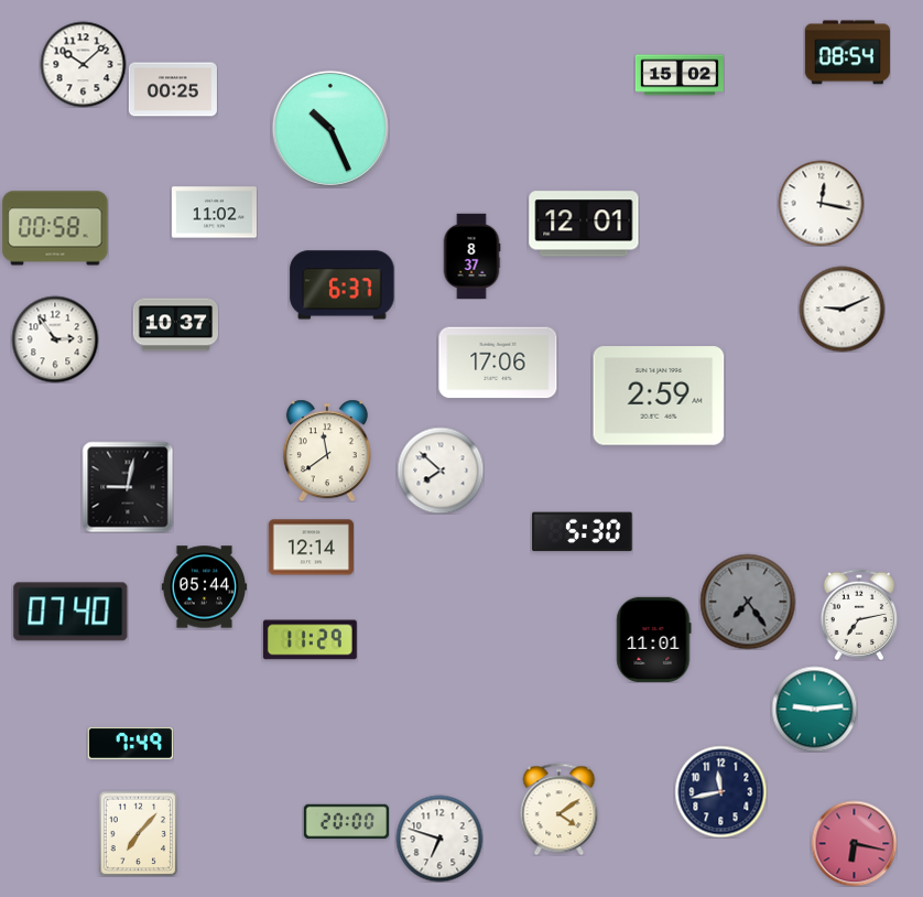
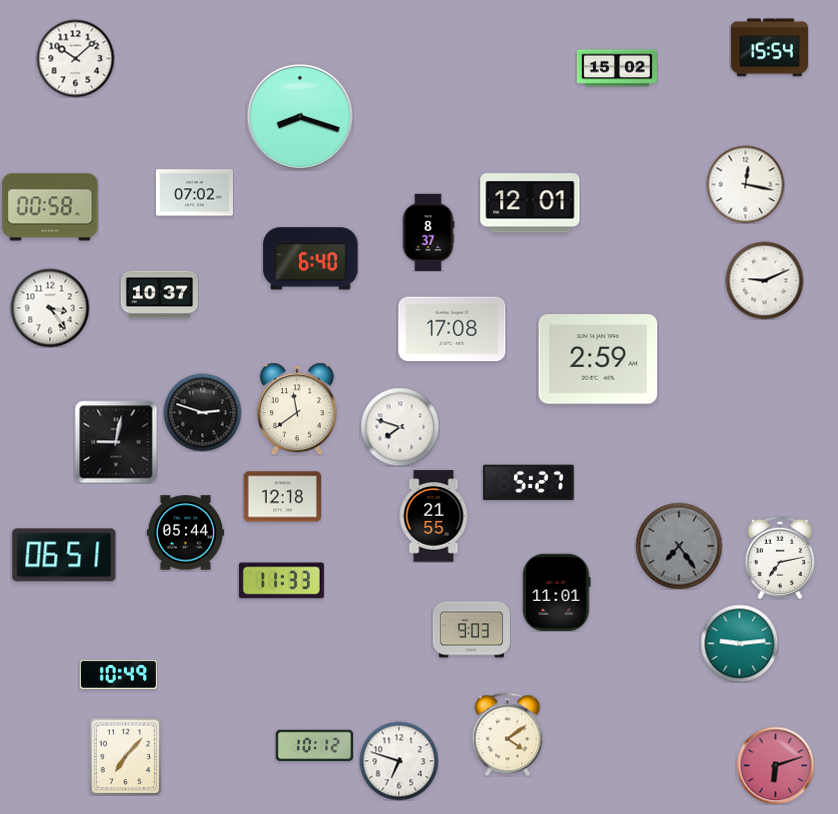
clock at (847, 53): 08:54 -> 15:54
clock at (173, 89): 00:25 -> none
clock at (330, 129): 10:26 -> 8:18
clock at (214, 213): 11:02 -> 07:02
clock at (343, 285): 6:37 -> 6:40
clock at (55, 339): 2:54 -> 3:24
clock at (498, 363): 17:06 -> 17:08
clock at (202, 412): none -> 2:48
clock at (441, 471): 7:52 -> 7:48
clock at (583, 532): 5:30 -> 5:27
clock at (311, 548): 12:14 -> 12:18
clock at (434, 516): none -> 21:55
clock at (70, 612): 07:40 -> 06:51
clock at (654, 639) position: (654, 639) -> (557, 592)
clock at (310, 640): 11:29 -> 11:33
clock at (471, 630): none -> 9:03
clock at (130, 743): 7:49 -> 10:49
clock at (720, 791): 11:43 -> none
clock at (346, 822): 20:00 -> 10:12
clock at (854, 843): 6:17 -> 6:12
